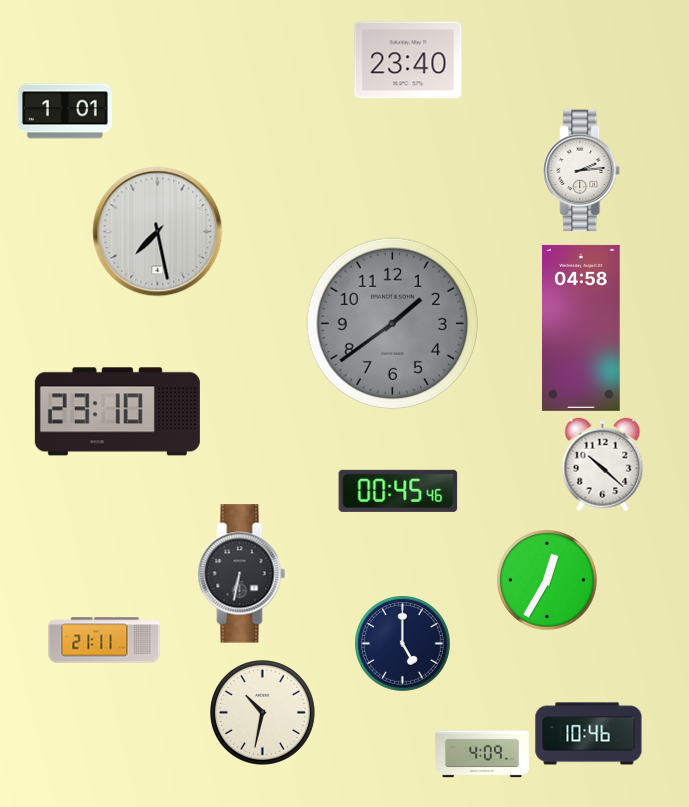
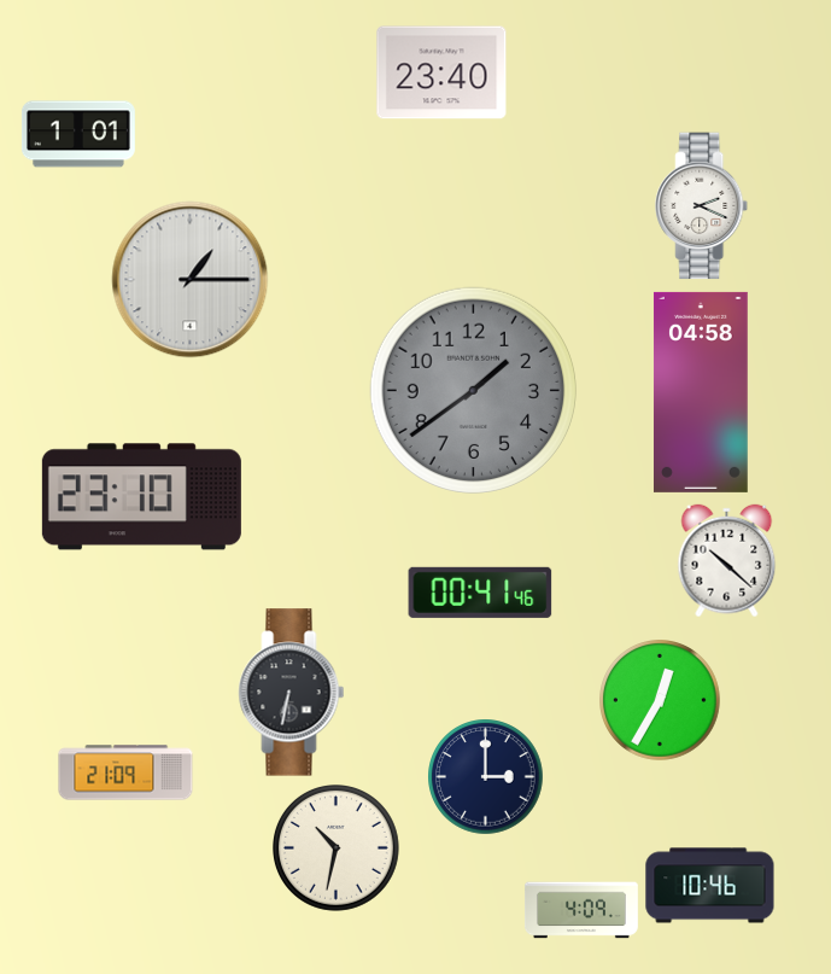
clock at (408, 60) position: (408, 60) -> (441, 72)
clock at (582, 171): 2:14 -> 2:19
clock at (158, 232): 7:28 -> 1:15
clock at (581, 328) position: (581, 328) -> (701, 392)
clock at (398, 491): 00:45 -> 00:41
clock at (104, 640): 21:11 -> 21:09
clock at (403, 644): 5:00 -> 3:00
clock at (263, 713) position: (263, 713) -> (337, 848)
